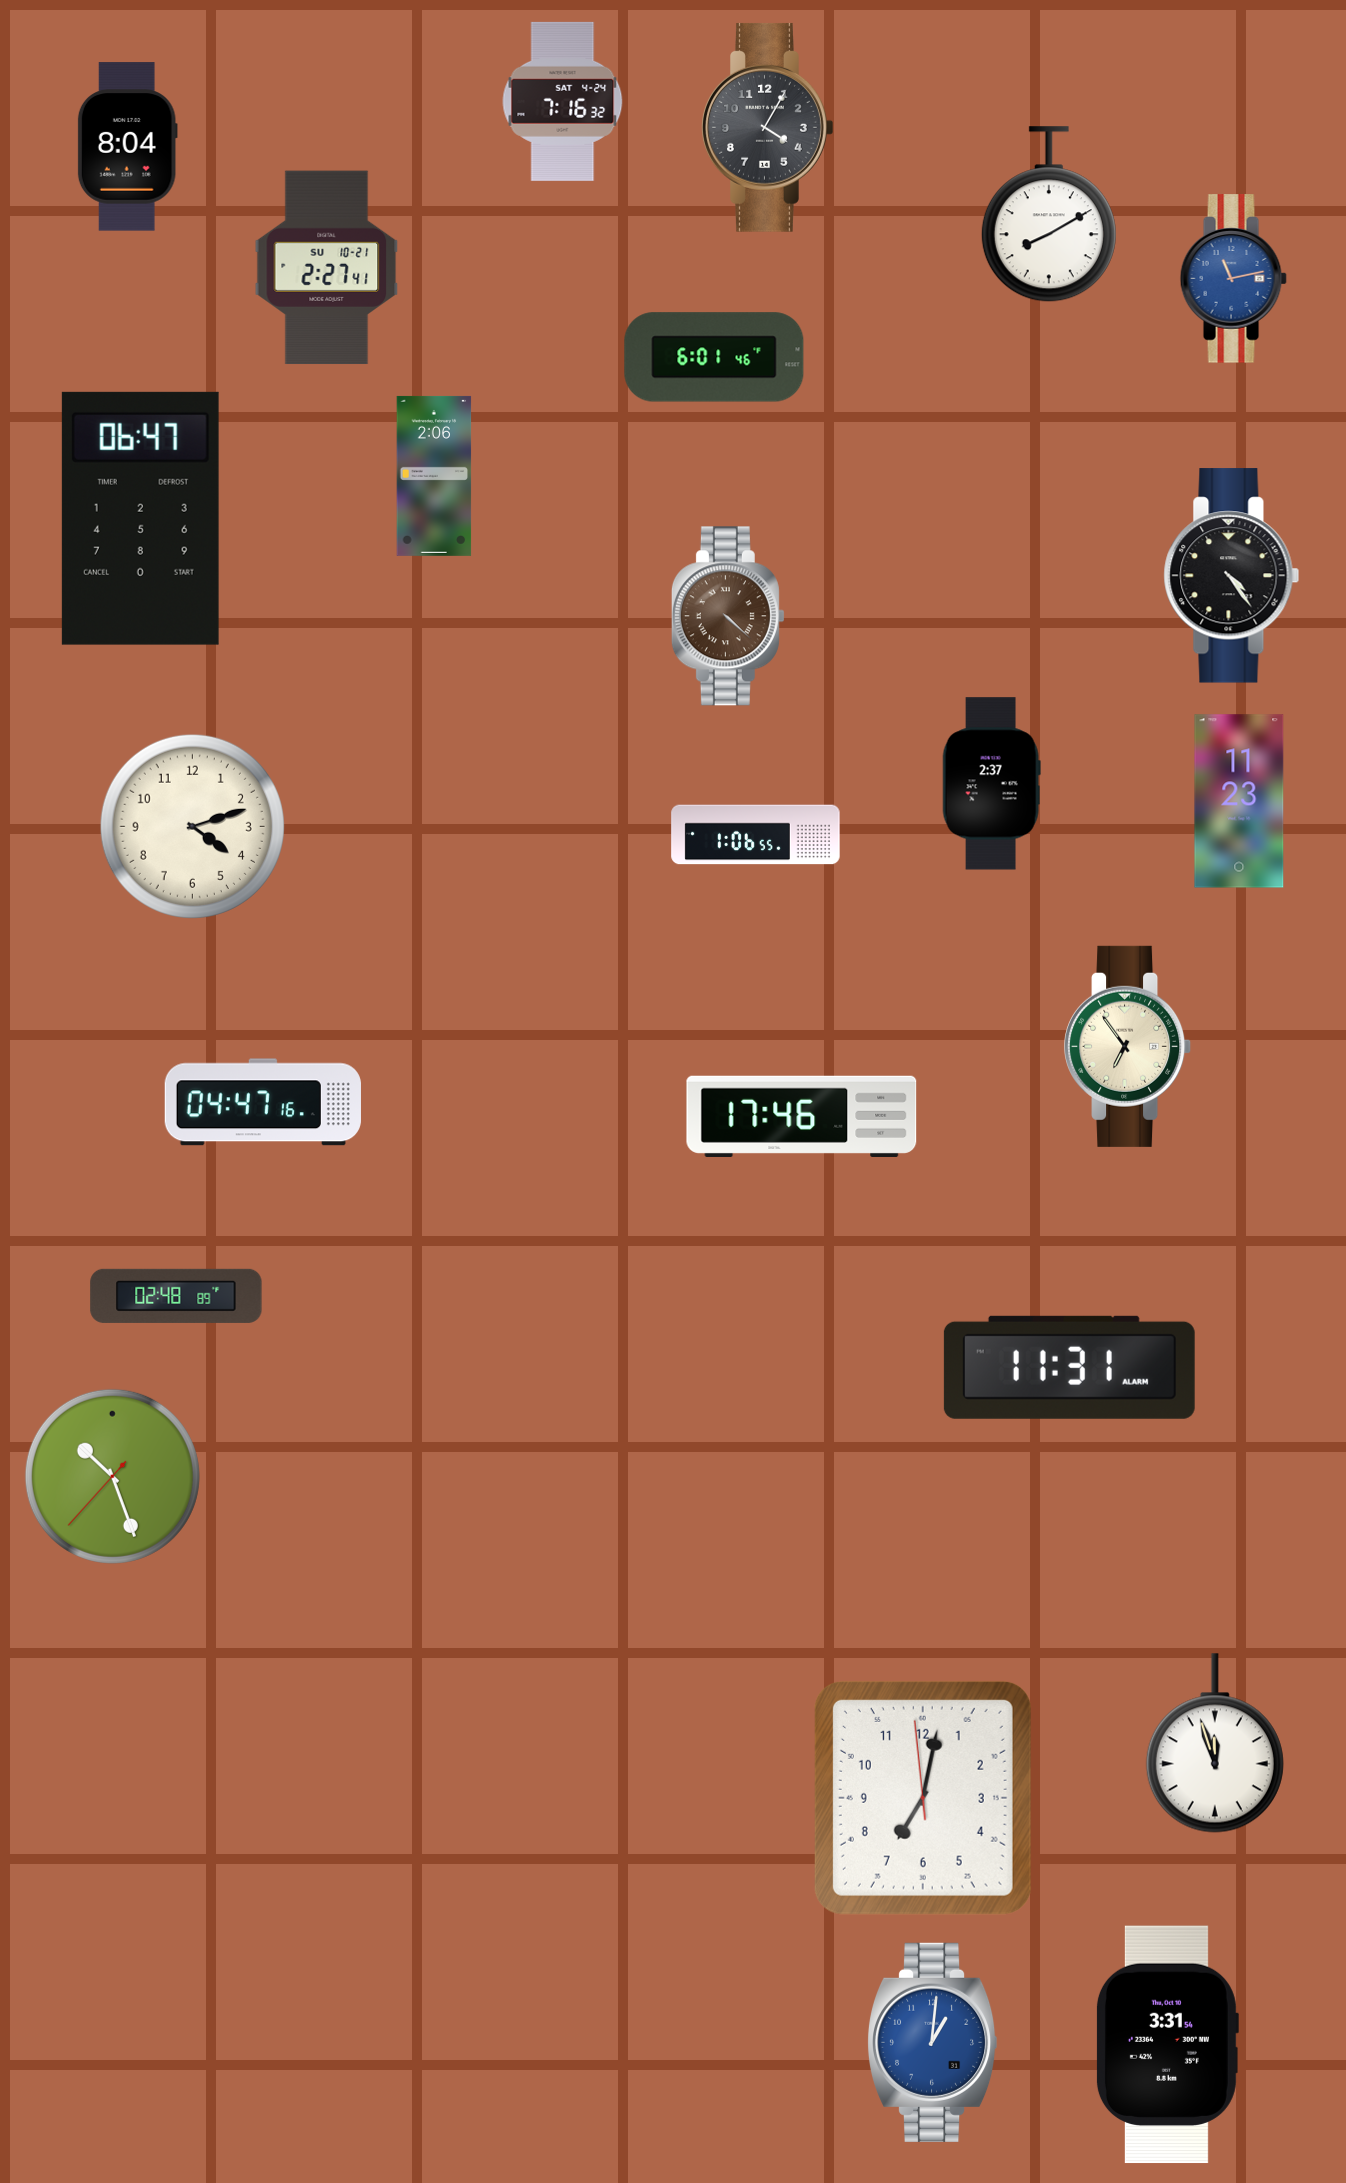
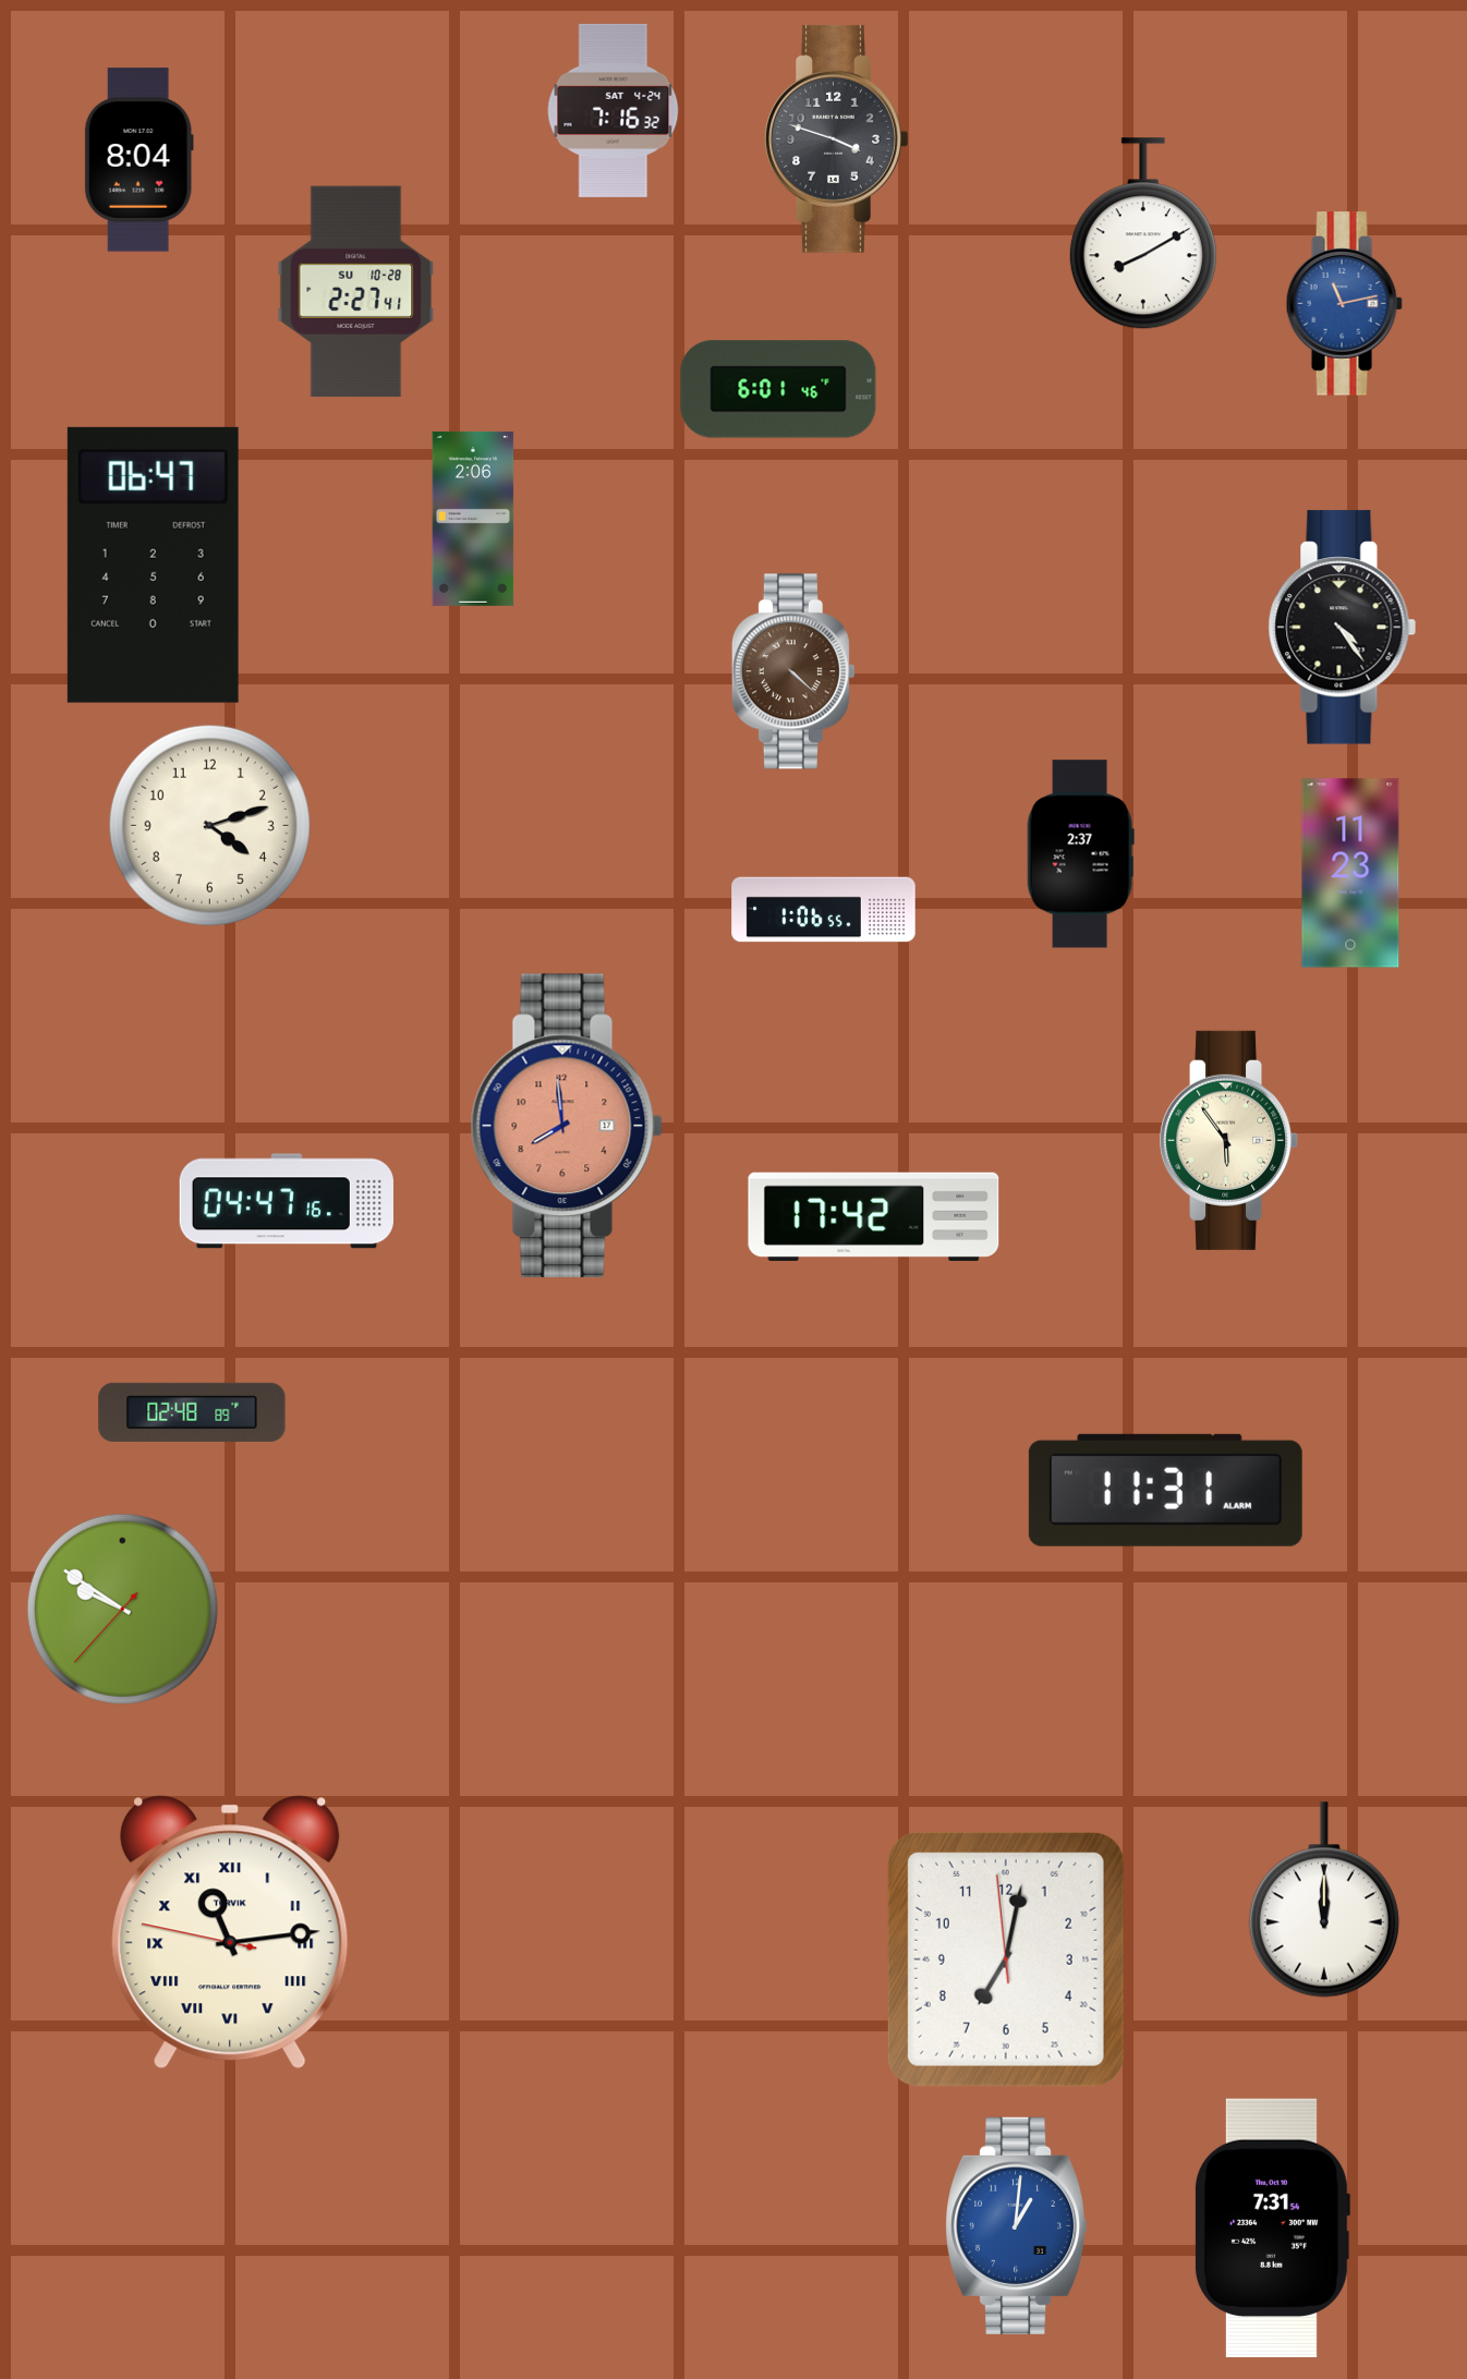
clock at (768, 127): 4:05 -> 3:48
clock at (327, 268) date: SU 10-21 -> SU 10-28
clock at (192, 826) position: (192, 826) -> (209, 825)
clock at (567, 1126): none -> 7:59
clock at (1128, 1046): 6:54 -> 5:54
clock at (802, 1116): 17:46 -> 17:42
clock at (112, 1476): 10:26 -> 9:50
clock at (1215, 1743): 11:57 -> 12:00
clock at (230, 1932): none -> 11:13
clock at (1167, 2045): 3:31 -> 7:31
